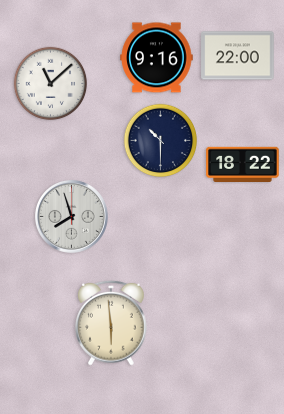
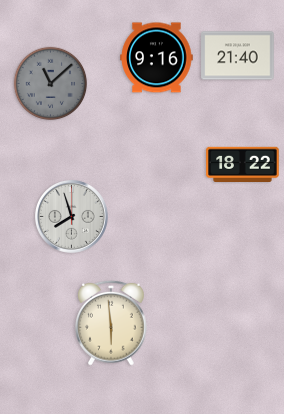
clock at (238, 56): 22:00 -> 21:40
clock at (51, 84) dial: white -> grey
clock at (161, 141): 10:30 -> none
